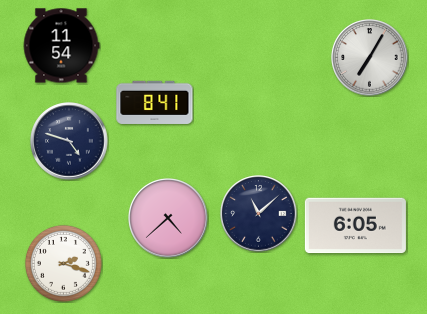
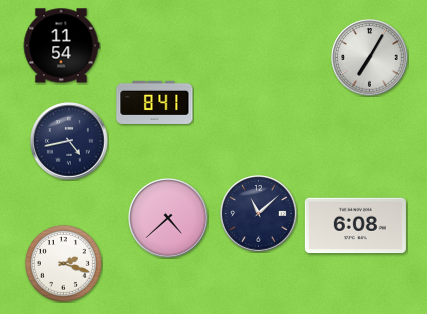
clock at (69, 141): 4:48 -> 4:43
clock at (355, 226): 6:05 -> 6:08
